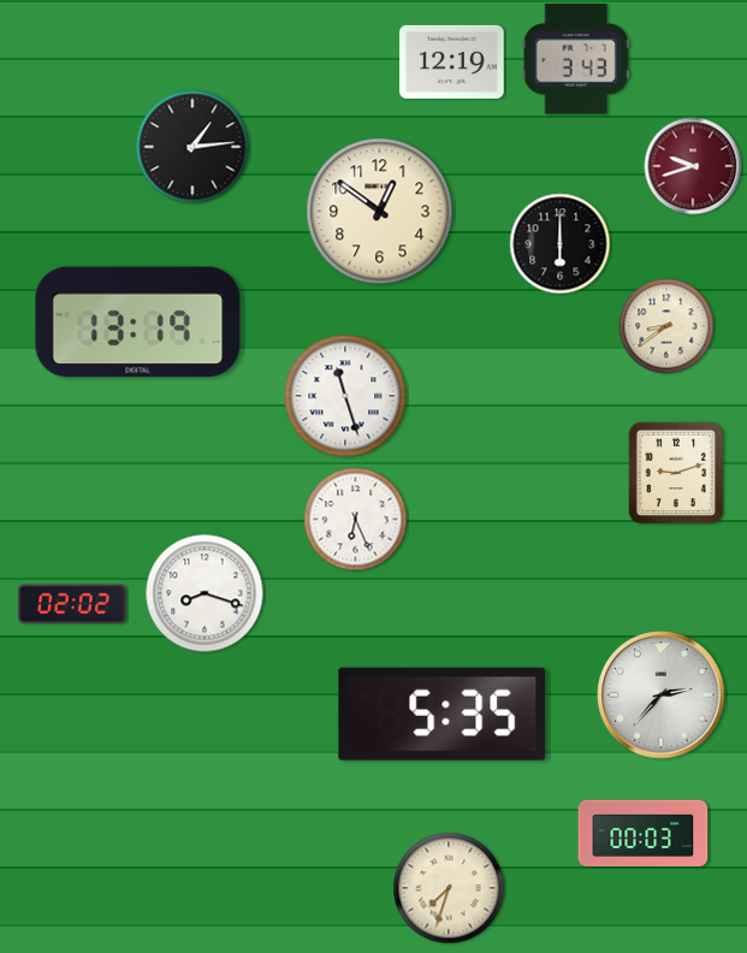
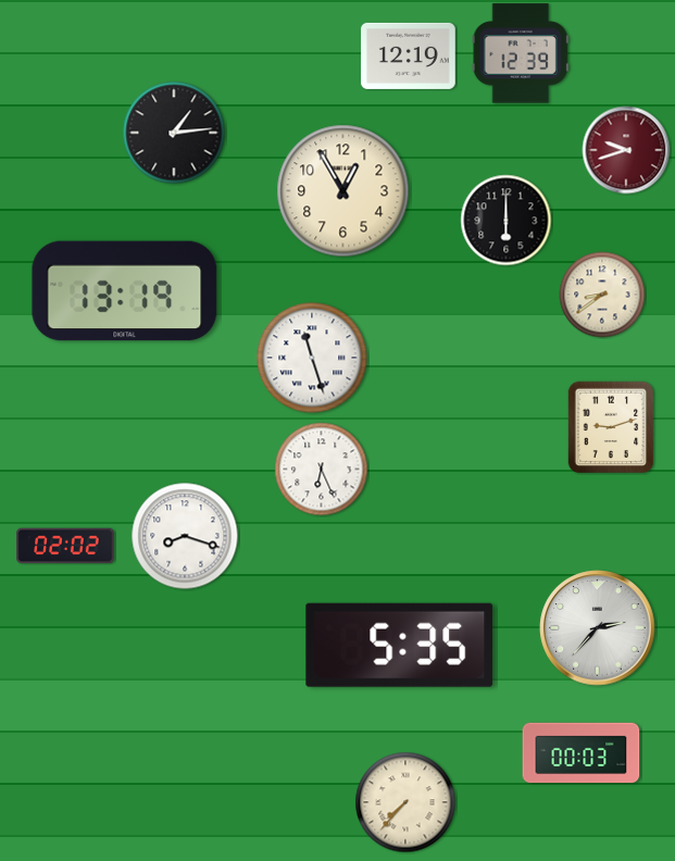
clock at (576, 59): 3:43 -> 12:39
clock at (380, 212): 12:51 -> 12:55
clock at (449, 888): 7:33 -> 7:37
